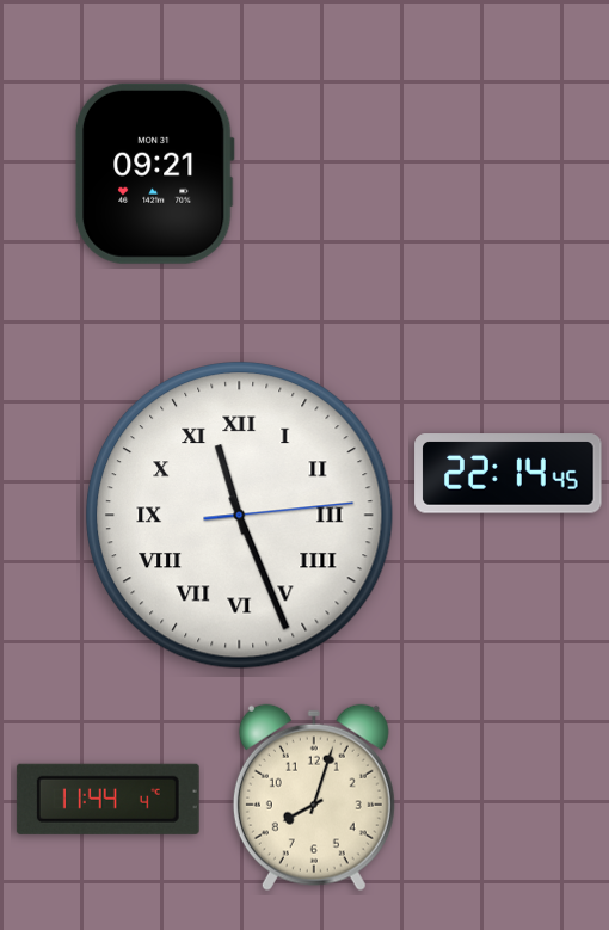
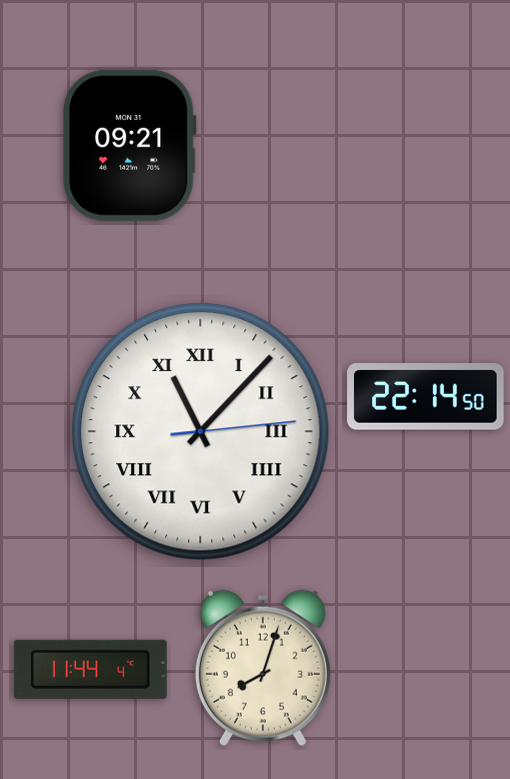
clock at (509, 474): 22:14:45 -> 22:14:50
clock at (240, 516): 11:26 -> 11:07
